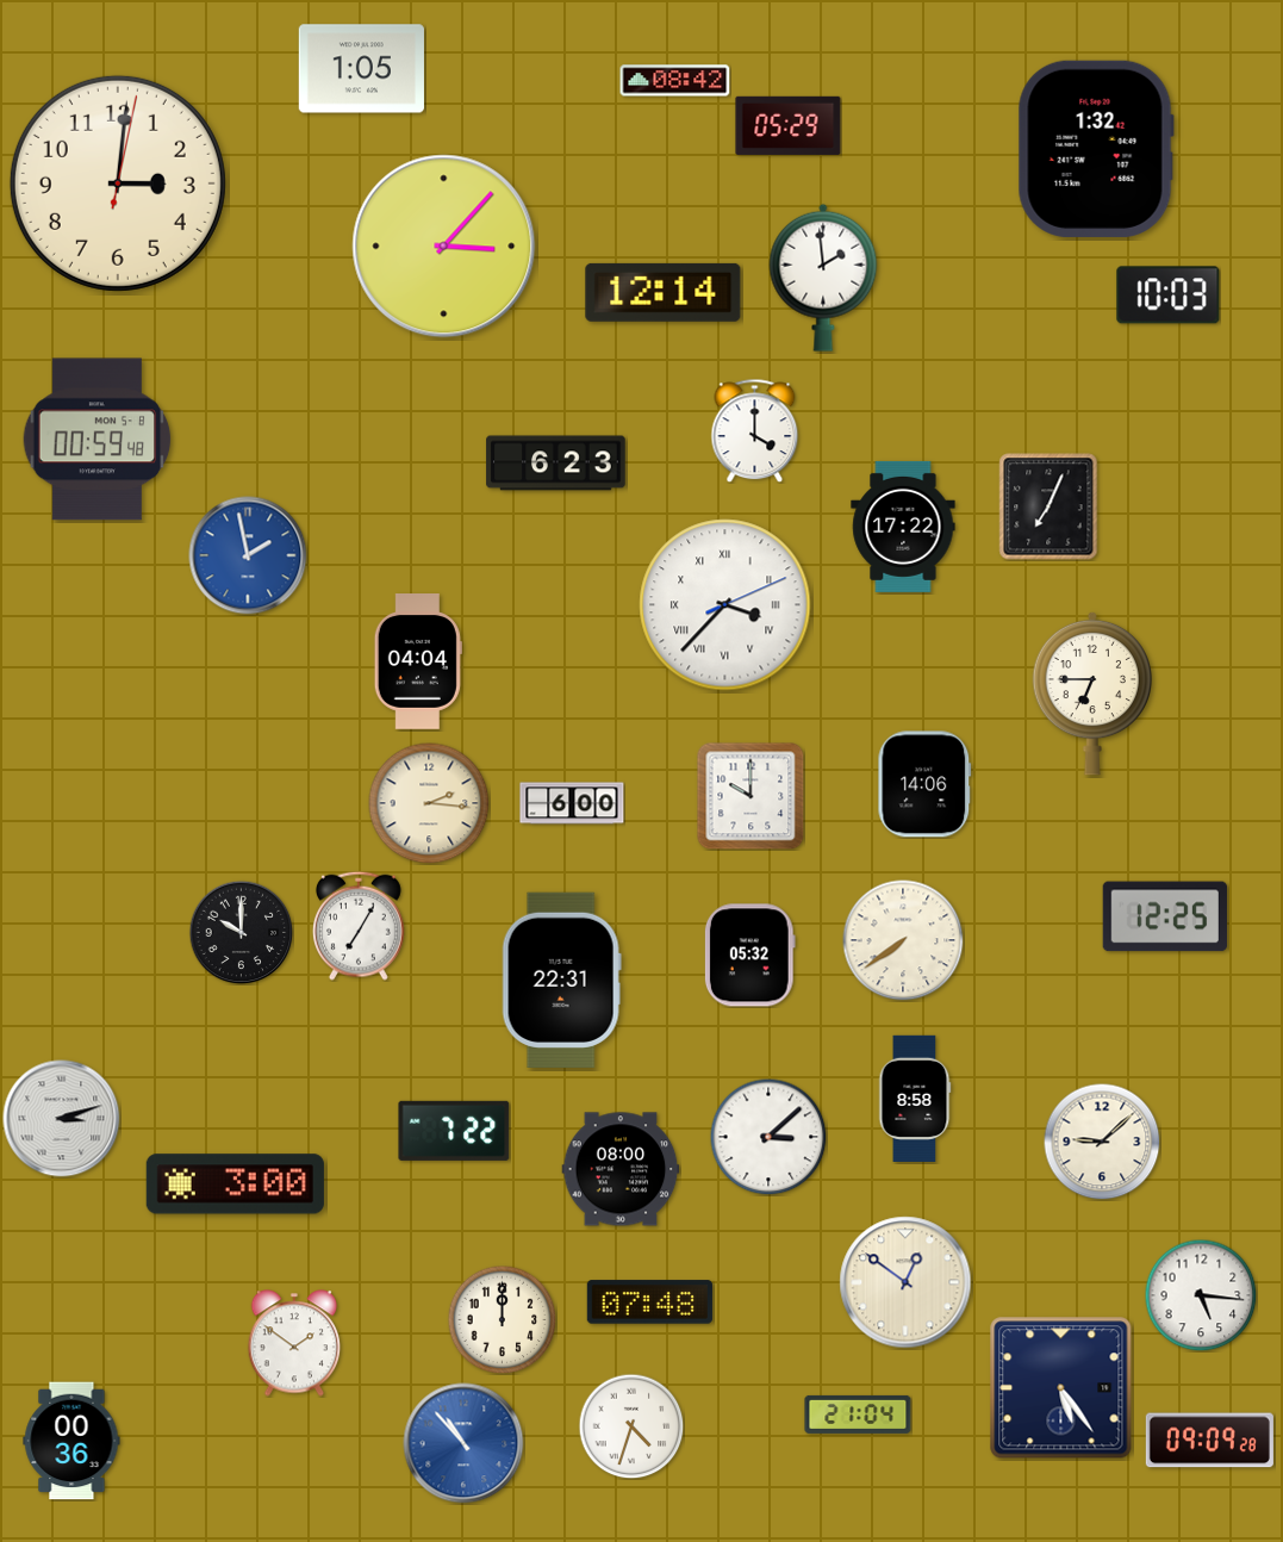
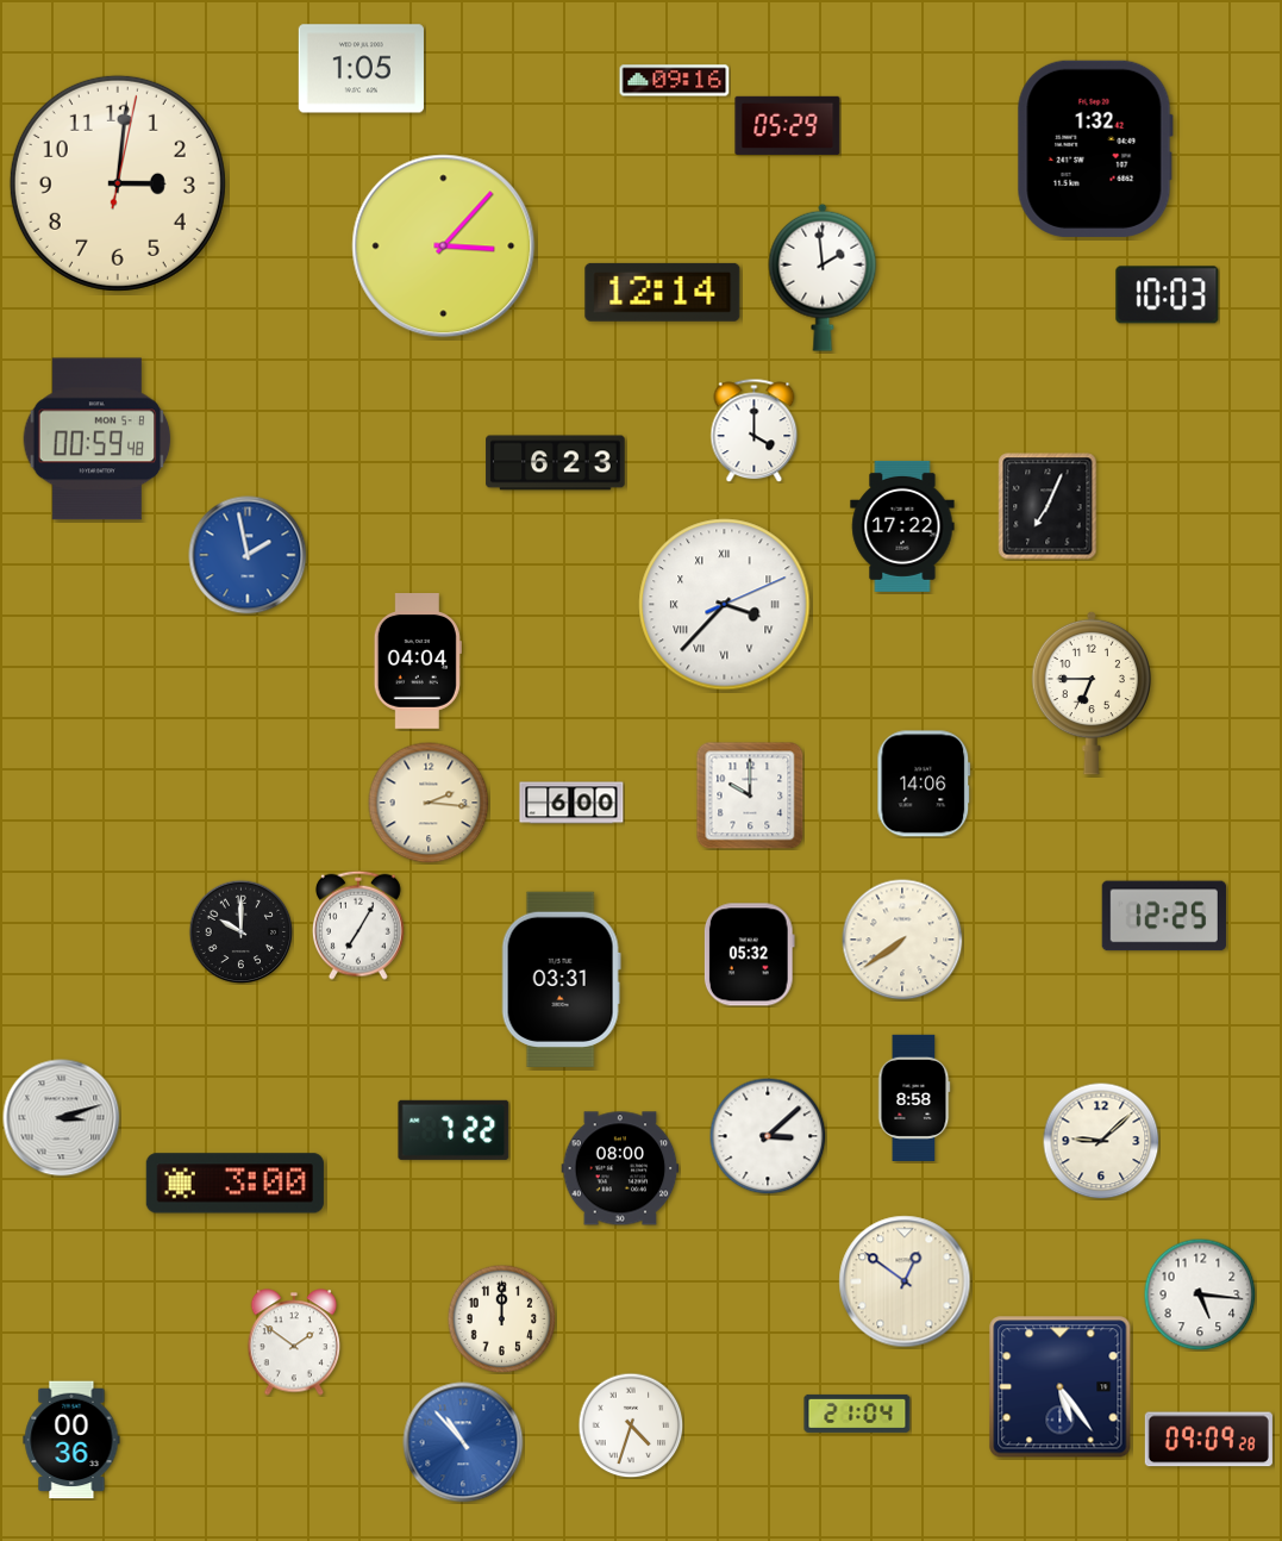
clock at (675, 81): 08:42 -> 09:16
clock at (561, 980): 22:31 -> 03:31
clock at (649, 1302): 07:48 -> none
